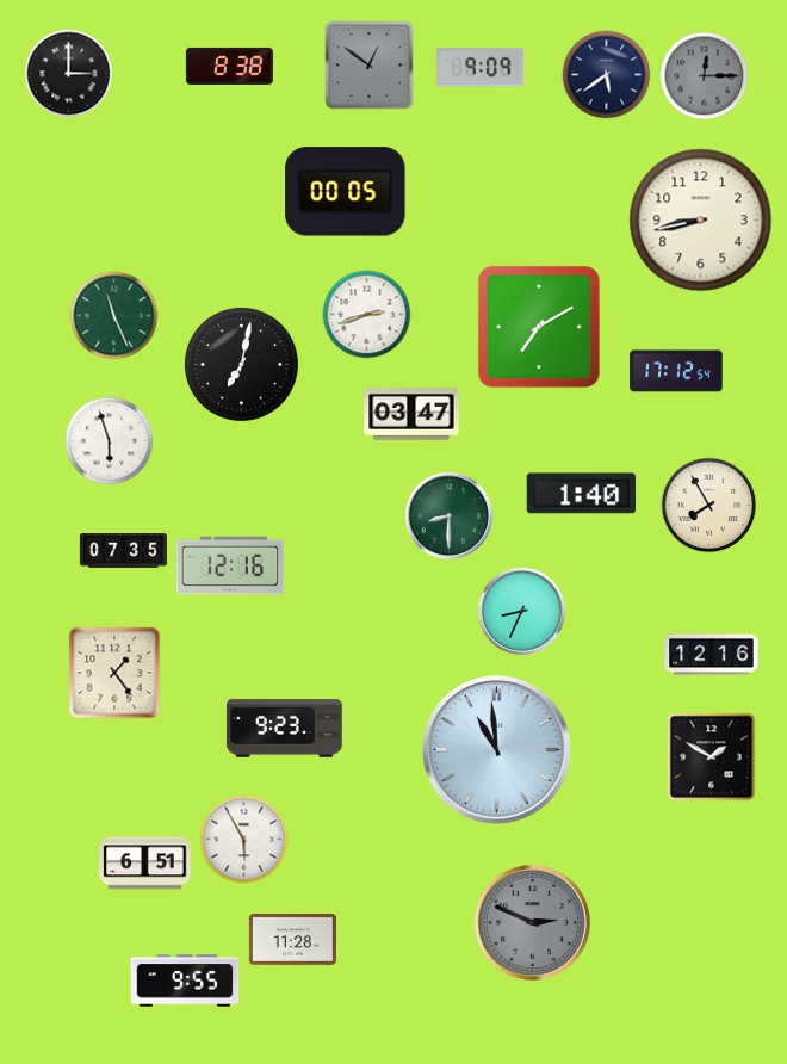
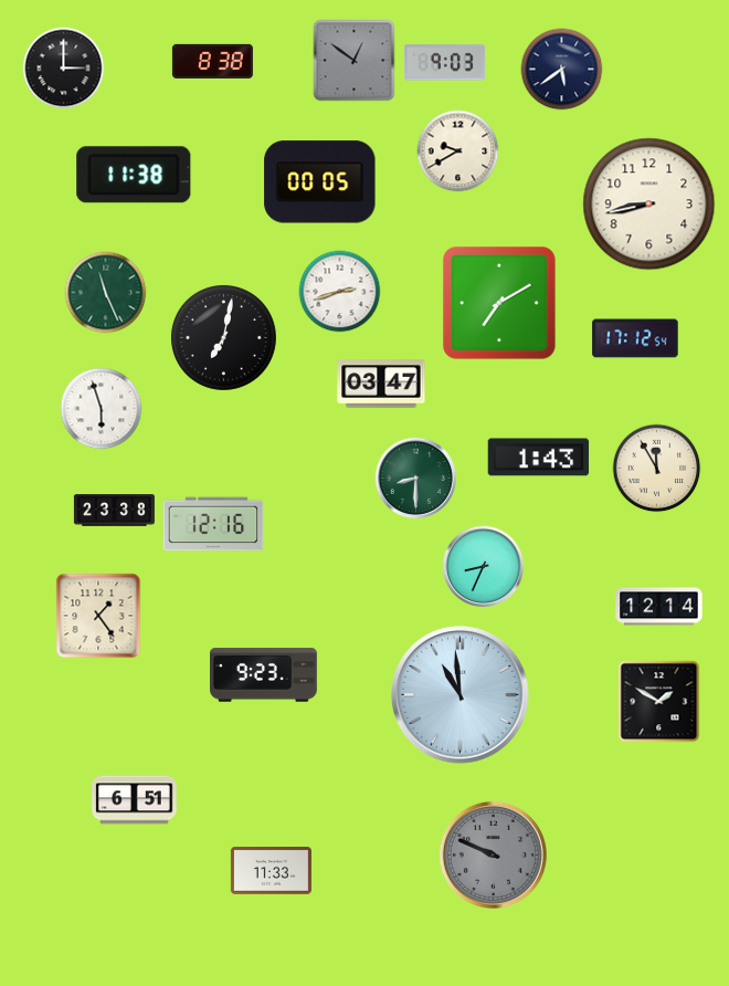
clock at (370, 66) position: (370, 66) -> (355, 61)
clock at (479, 68): 9:09 -> 9:03
clock at (705, 76): 12:15 -> none
clock at (458, 151): none -> 9:40
clock at (134, 175): none -> 11:38
clock at (346, 192) position: (346, 192) -> (320, 182)
clock at (676, 371) position: (676, 371) -> (635, 338)
clock at (582, 494): 1:40 -> 1:43
clock at (709, 506): 7:55 -> 11:55
clock at (123, 551): 07:35 -> 23:38
clock at (712, 655): 12:16 -> 12:14
clock at (114, 673) position: (114, 673) -> (98, 616)
clock at (244, 840): 5:55 -> none
clock at (532, 922): 2:49 -> 9:49
clock at (292, 940): 11:28 -> 11:33
clock at (185, 981): 9:55 -> none
